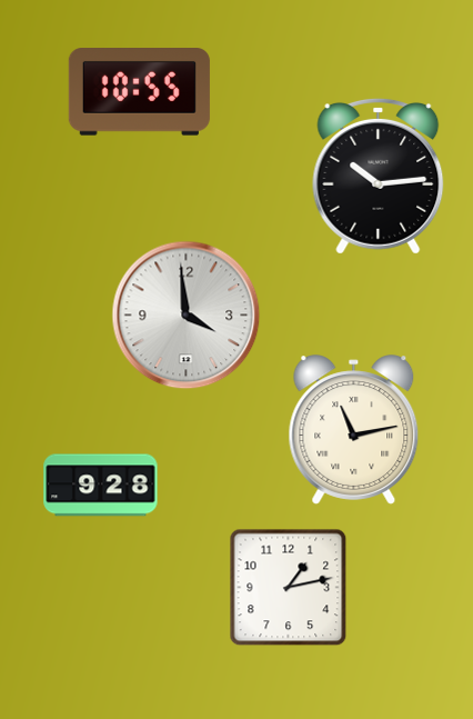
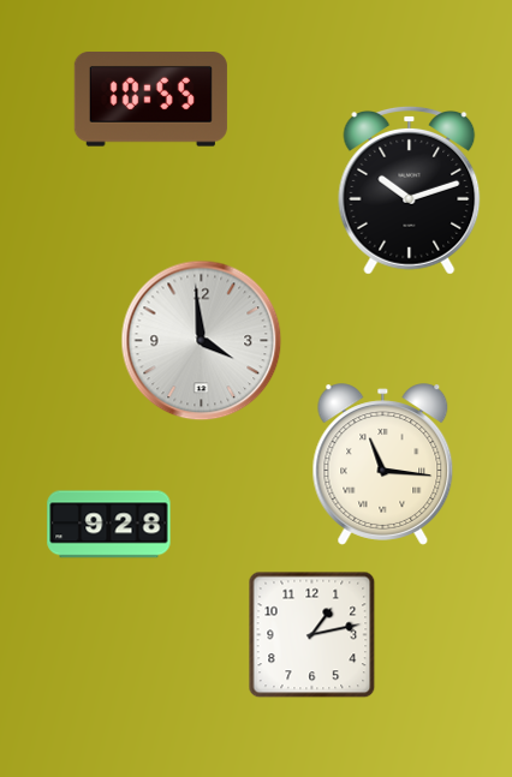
clock at (379, 177): 10:14 -> 10:12
clock at (354, 430): 11:13 -> 11:16
